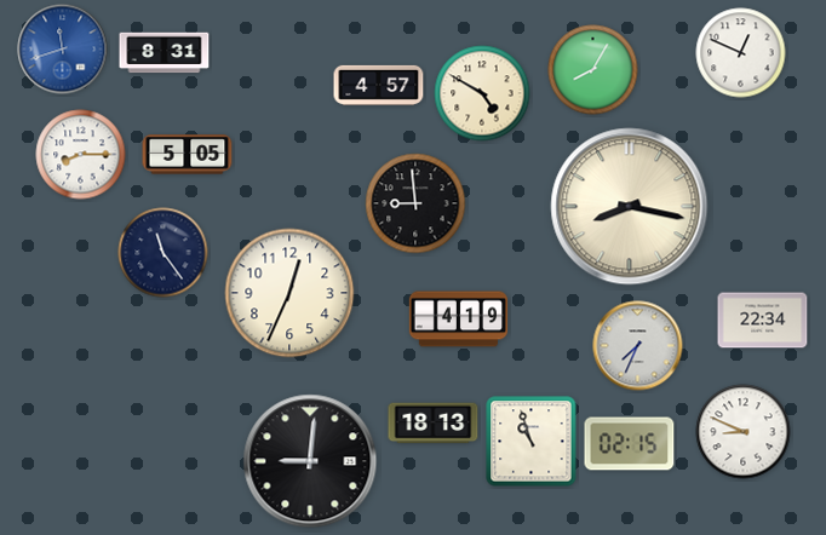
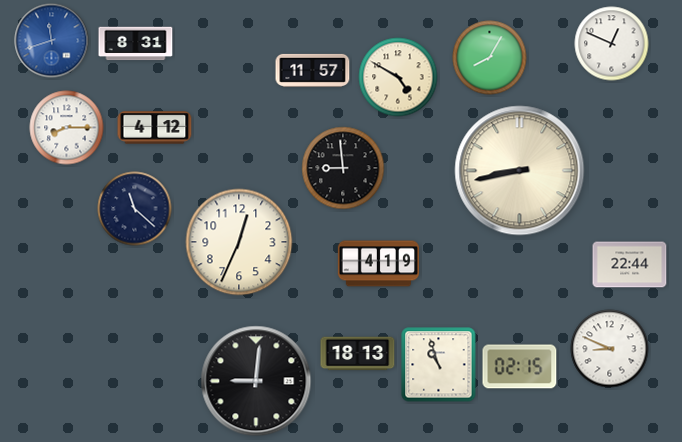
clock at (379, 85): 4:57 -> 11:57
clock at (188, 155): 5:05 -> 4:12
clock at (630, 207): 8:17 -> 8:43
clock at (164, 253): 11:24 -> 11:22
clock at (763, 321): 22:34 -> 22:44
clock at (638, 346): 7:34 -> none
clock at (434, 424) position: (434, 424) -> (358, 354)
clock at (744, 432) position: (744, 432) -> (610, 349)
